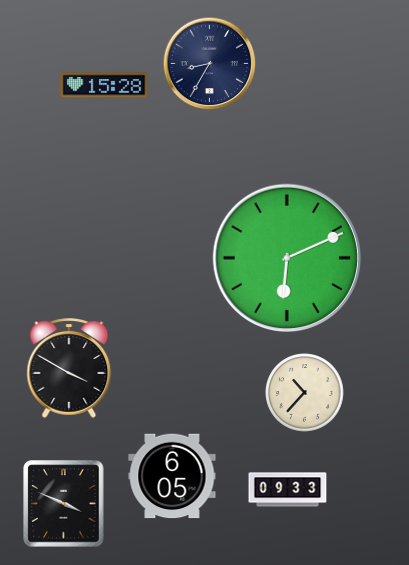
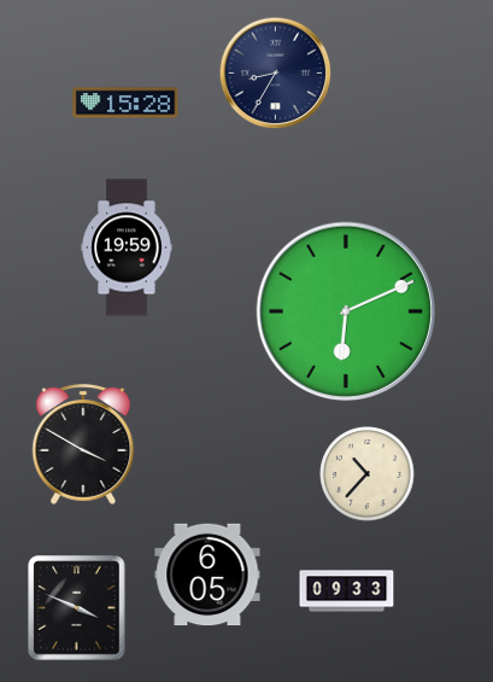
clock at (210, 64) position: (210, 64) -> (276, 74)
clock at (127, 247): none -> 19:59
